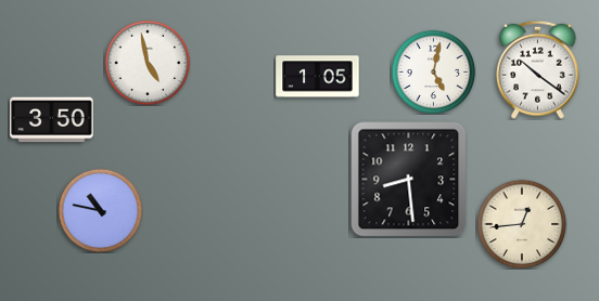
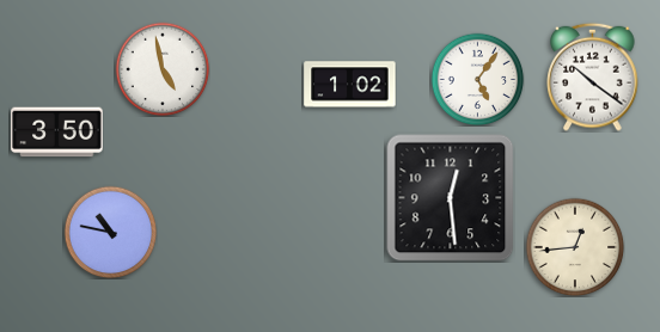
clock at (433, 71): 5:02 -> 5:06
clock at (318, 77): 1:05 -> 1:02
clock at (409, 180): 8:29 -> 12:29
